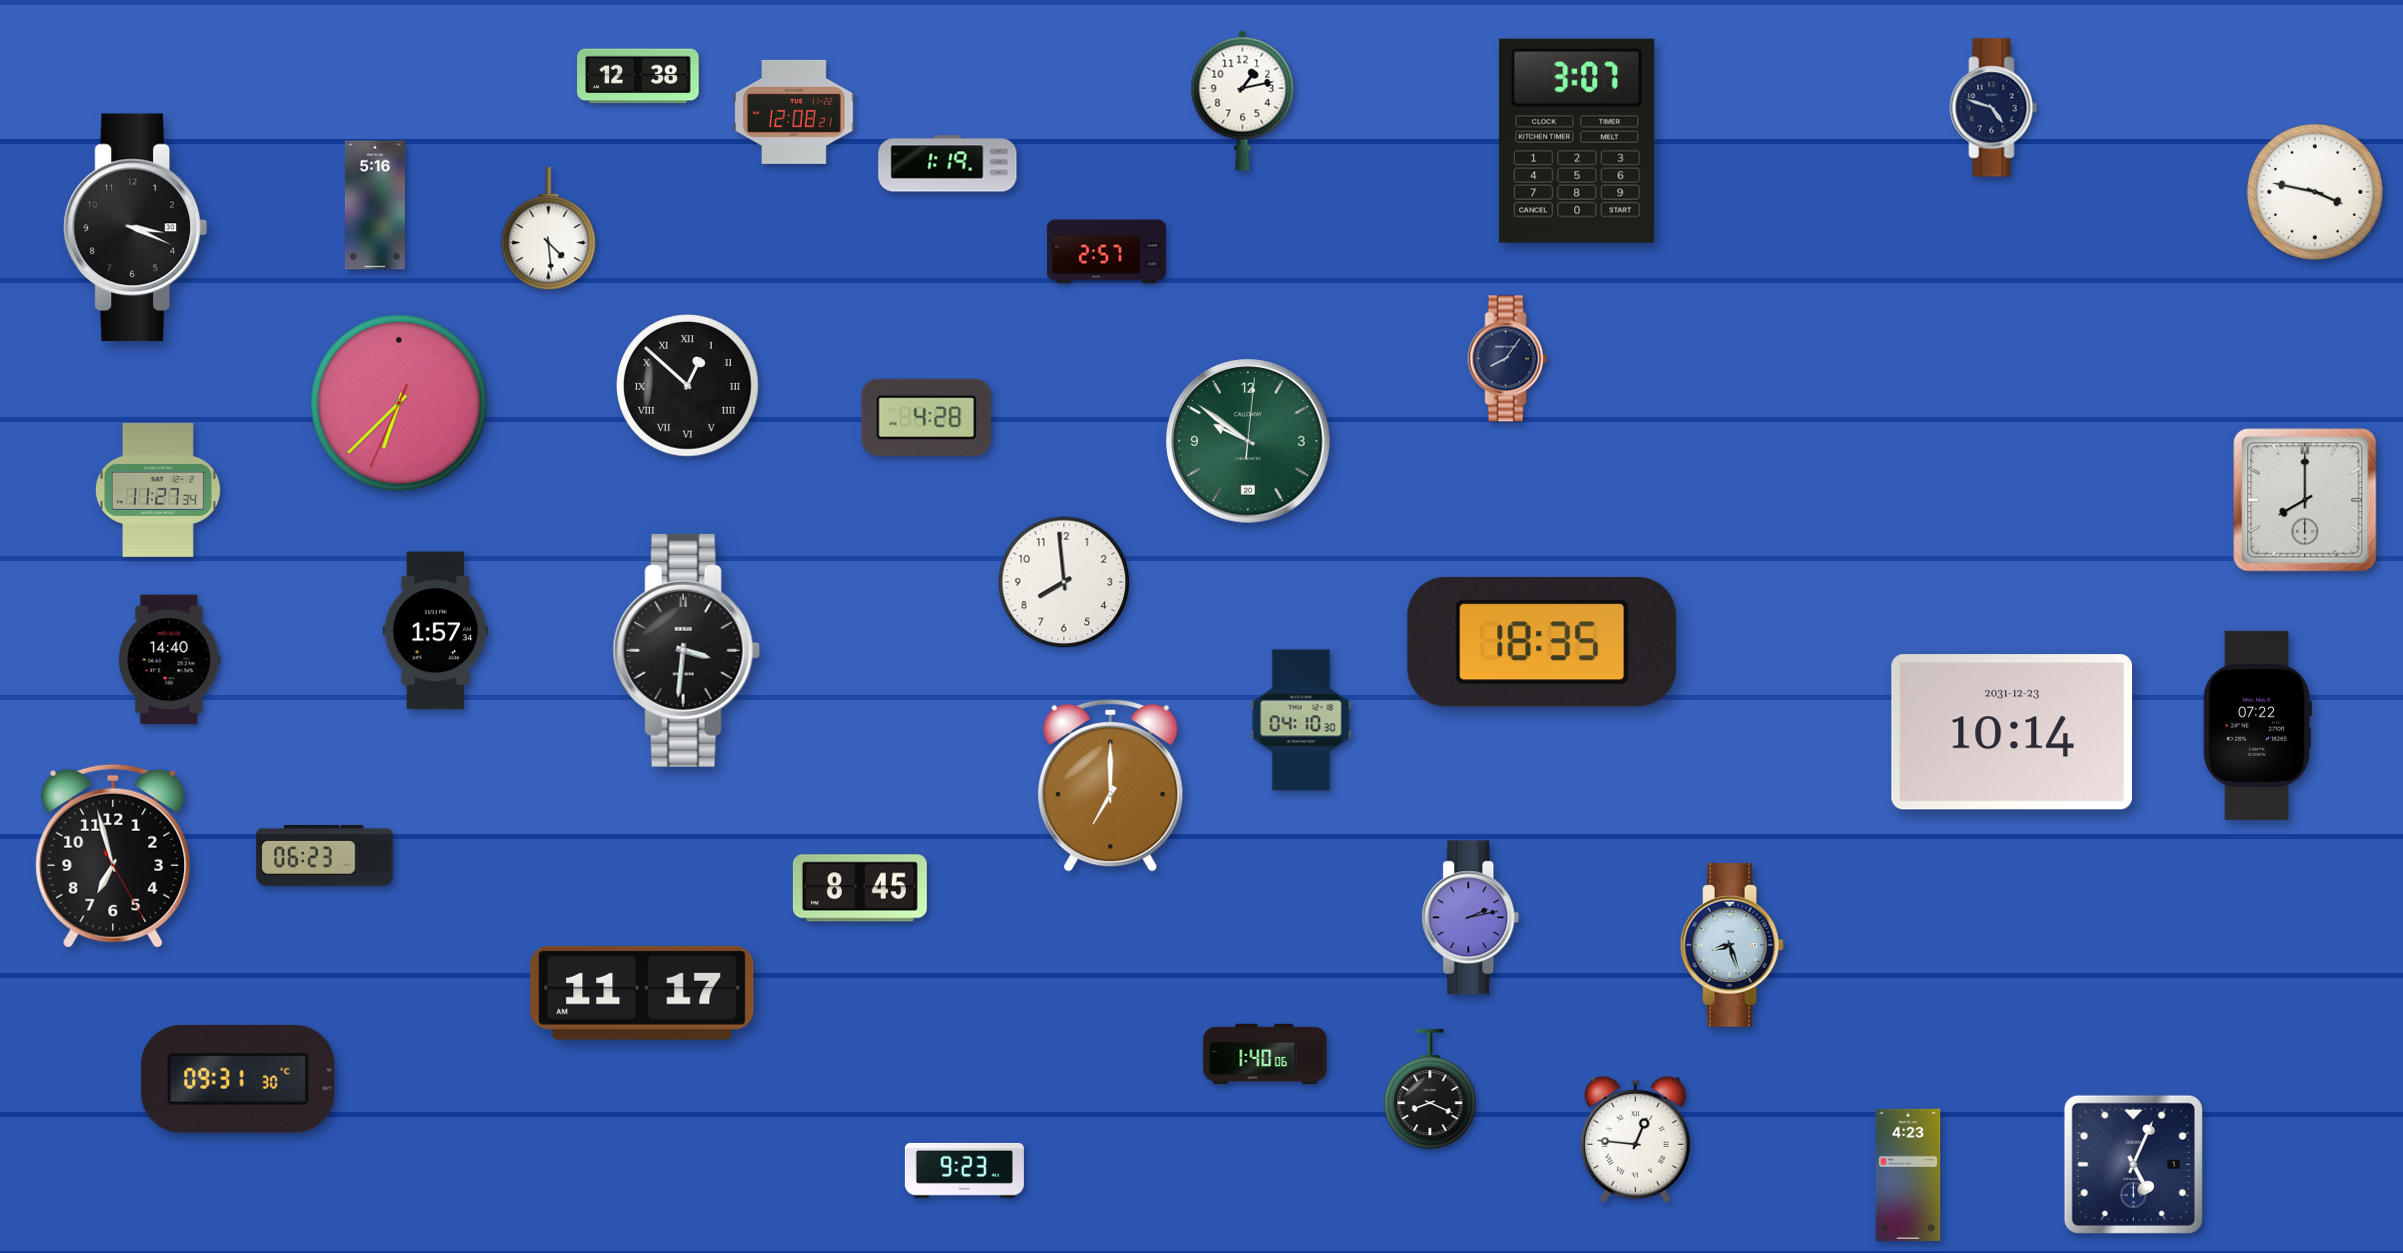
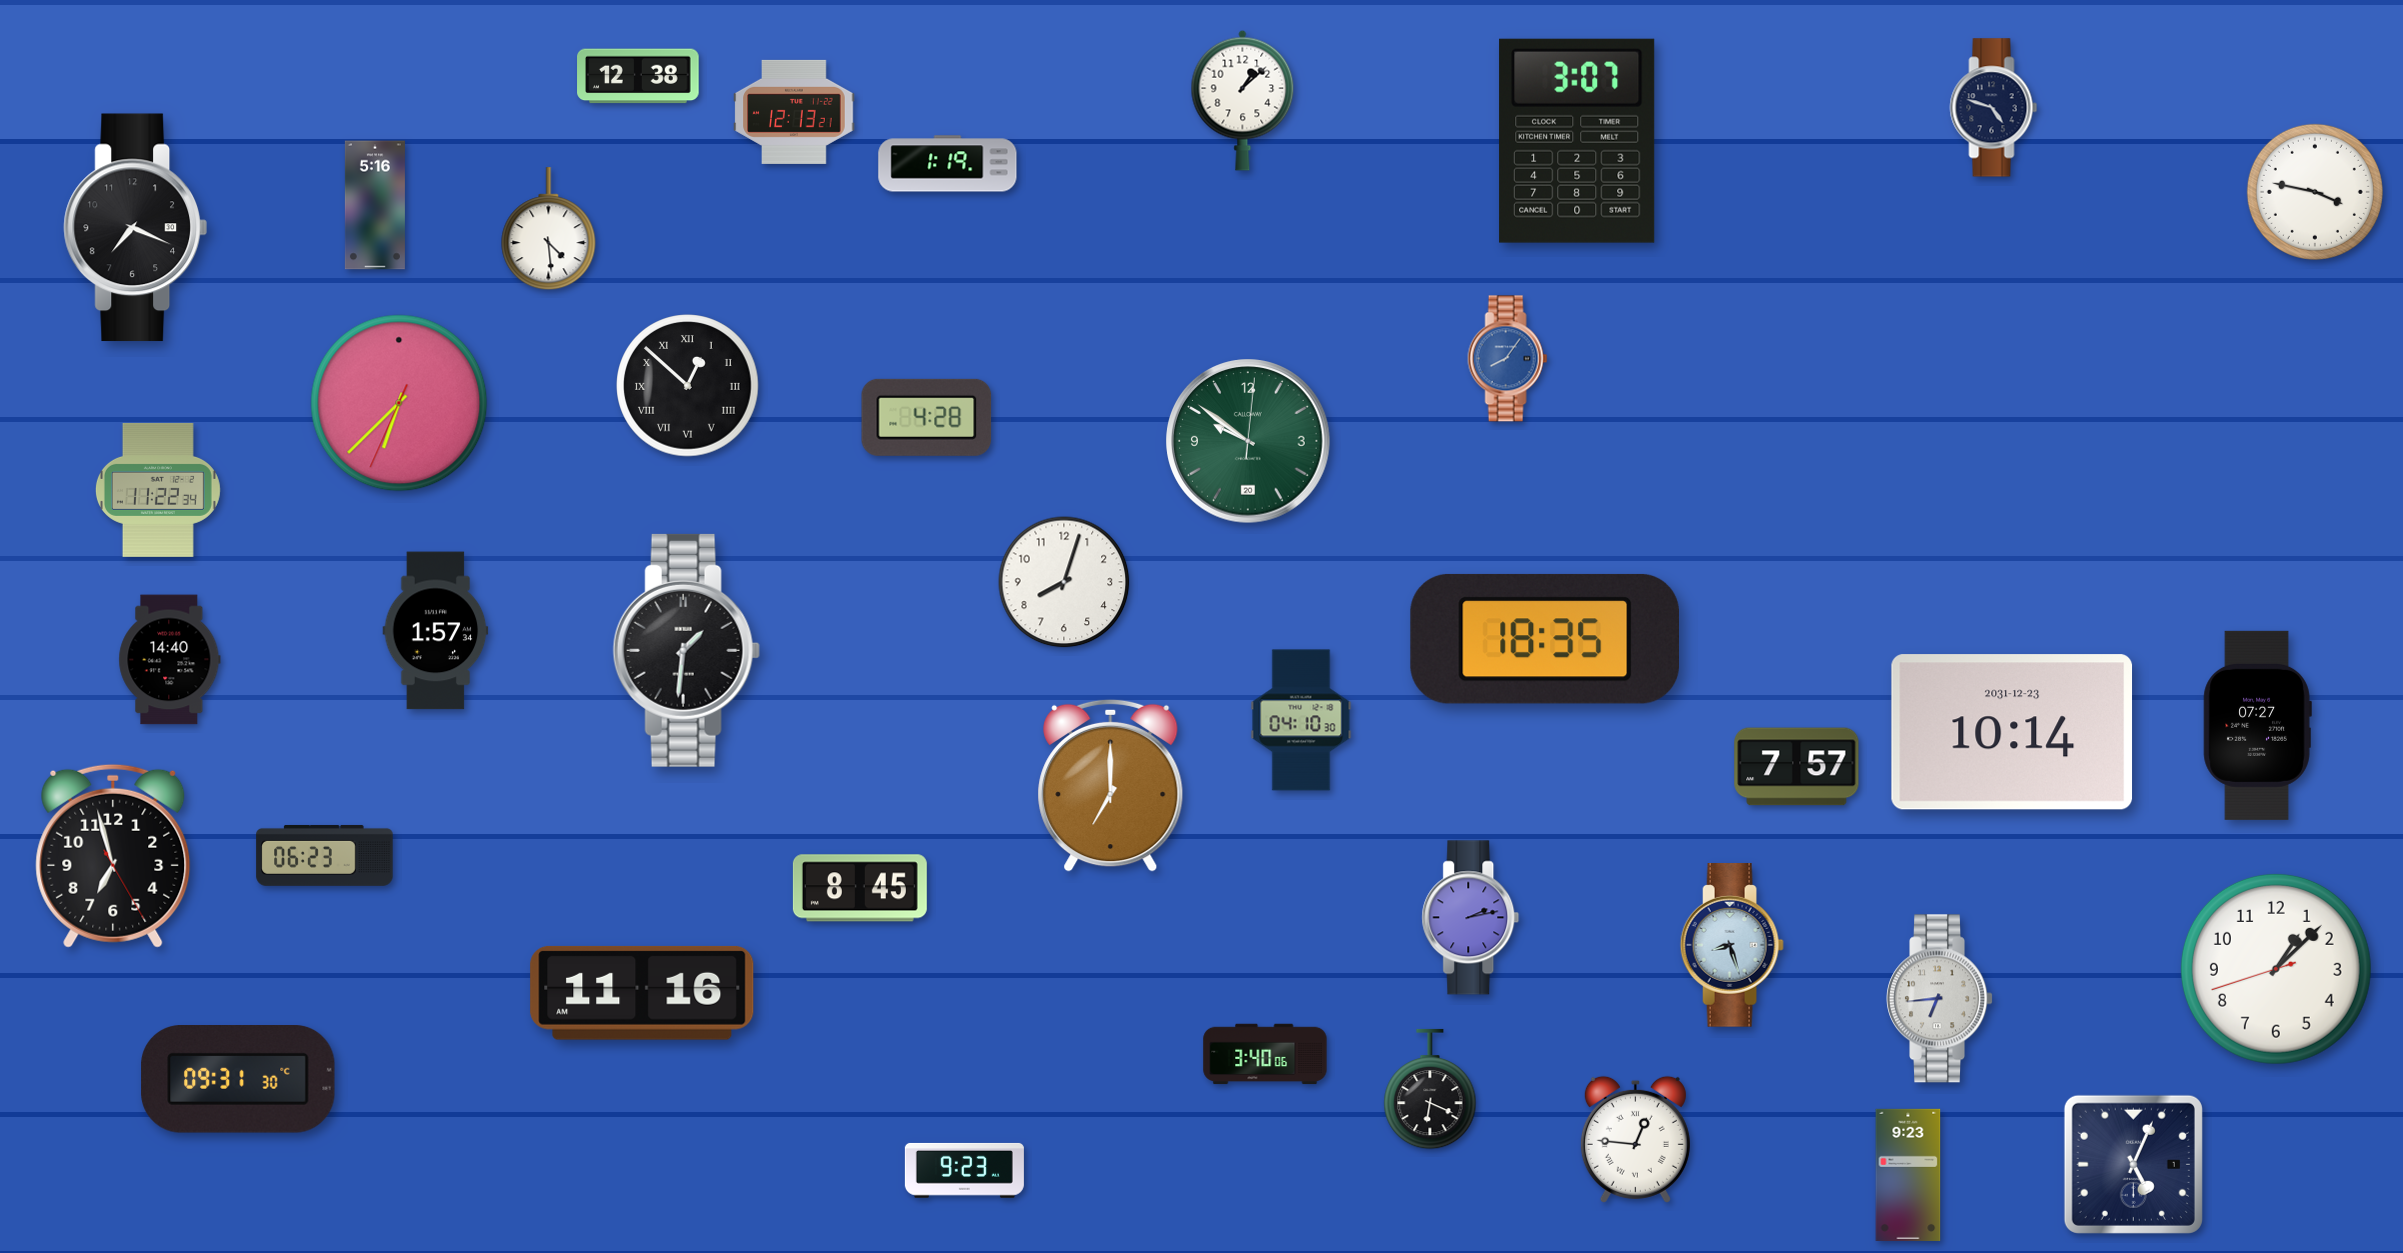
clock at (1243, 100): 1:13 -> 1:08
clock at (794, 112): 12:08 -> 12:13
clock at (135, 228): 3:19 -> 7:19
clock at (1106, 252): 2:57 -> none
clock at (1508, 359) dial: navy -> blue
clock at (158, 490): 11:27 -> 11:22
clock at (2305, 500): 8:00 -> none
clock at (1064, 582): 7:59 -> 8:03
clock at (1541, 642) position: (1541, 642) -> (1544, 639)
clock at (686, 650): 3:31 -> 1:31
clock at (2257, 725): 07:22 -> 07:27
clock at (1797, 767): none -> 7:57
clock at (2276, 969): none -> 1:07
clock at (642, 993): 11:17 -> 11:16
clock at (1940, 999): none -> 6:44
clock at (1265, 1054): 1:40 -> 3:40
clock at (1430, 1089): 8:19 -> 6:19
clock at (1908, 1175): 4:23 -> 9:23
